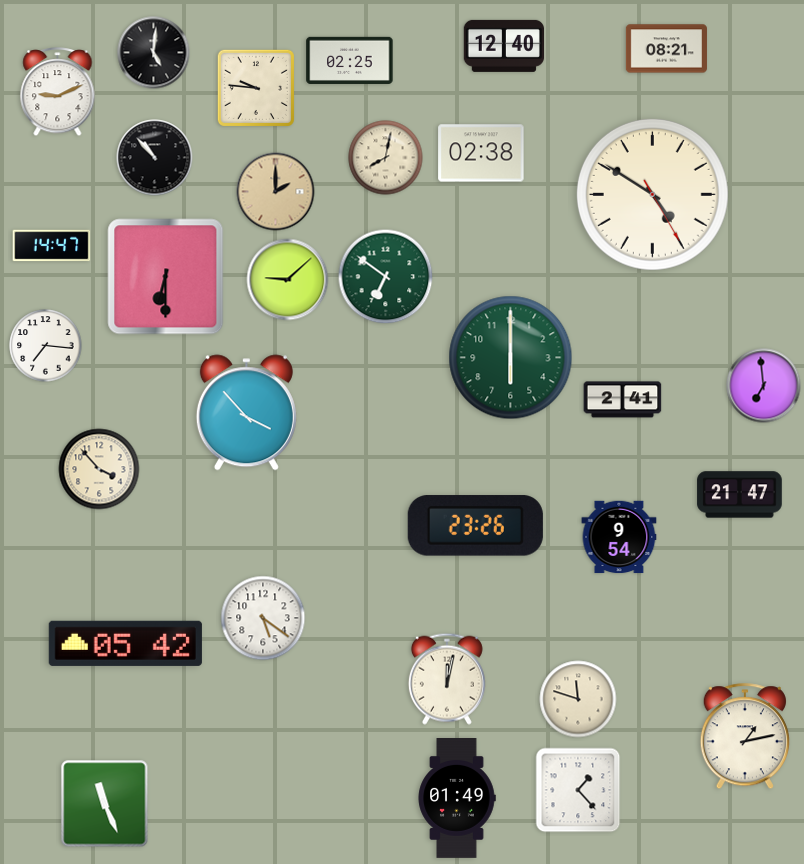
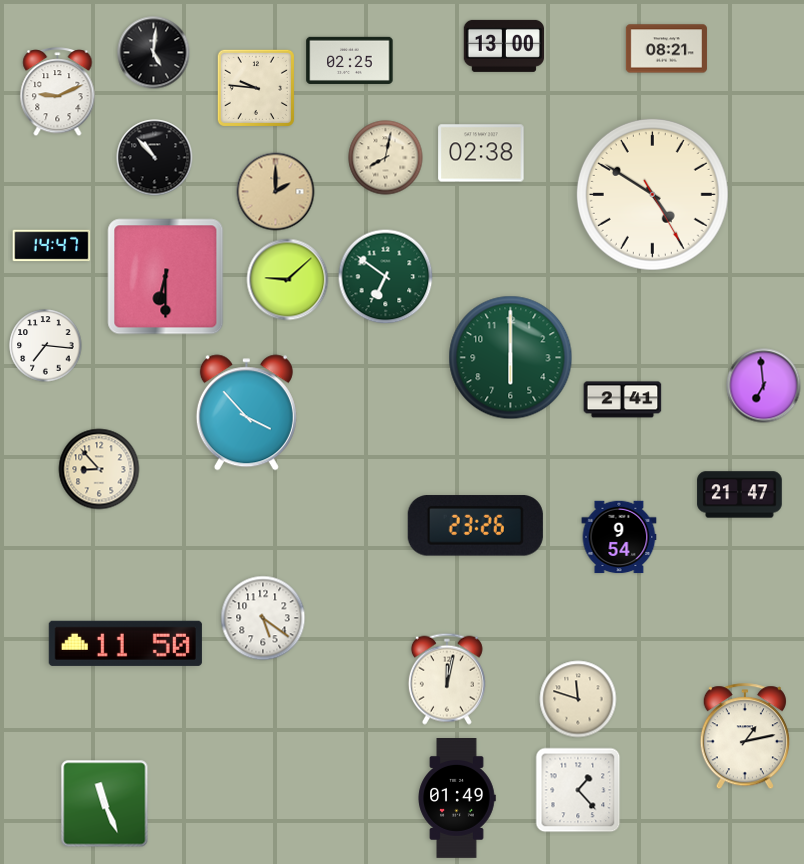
clock at (503, 46): 12:40 -> 13:00
clock at (99, 469): 3:53 -> 8:53
clock at (125, 643): 05:42 -> 11:50
